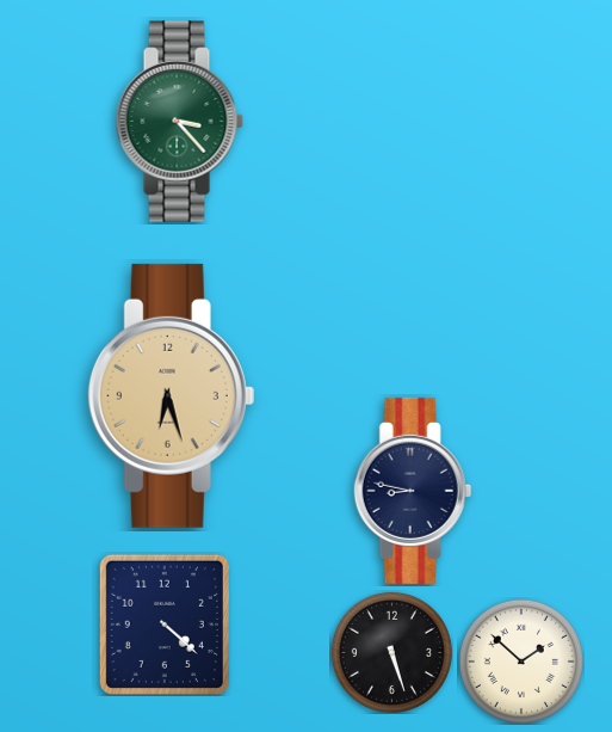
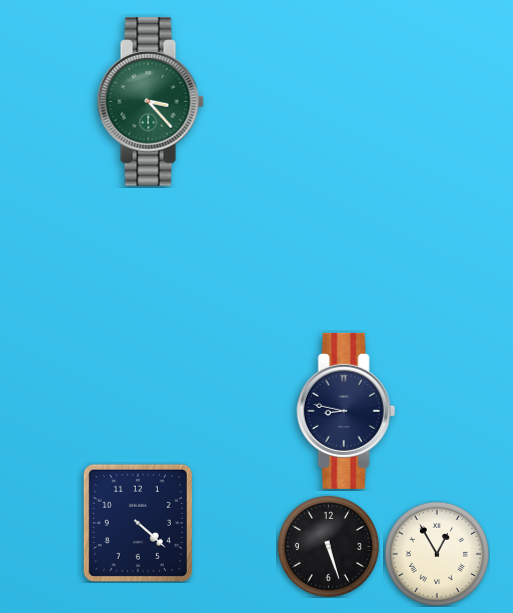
clock at (172, 395): 6:27 -> none
clock at (521, 662): 1:52 -> 12:55
